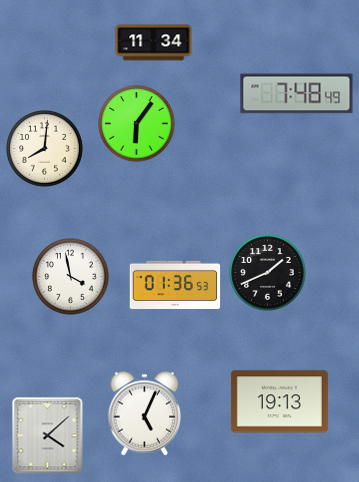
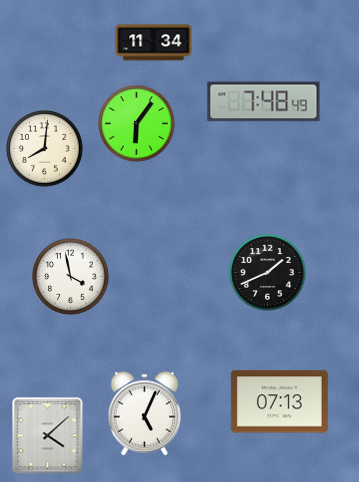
clock at (297, 94) position: (297, 94) -> (264, 102)
clock at (175, 284): 01:36 -> none
clock at (279, 402): 19:13 -> 07:13
